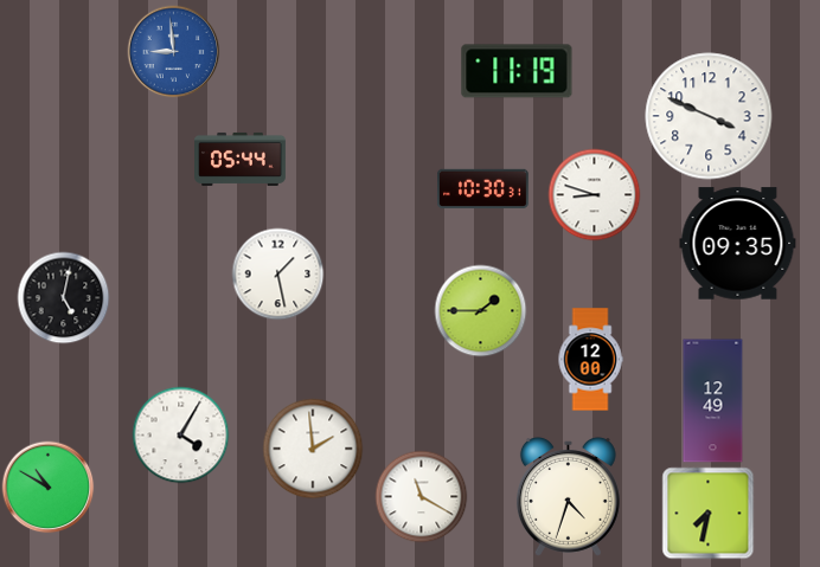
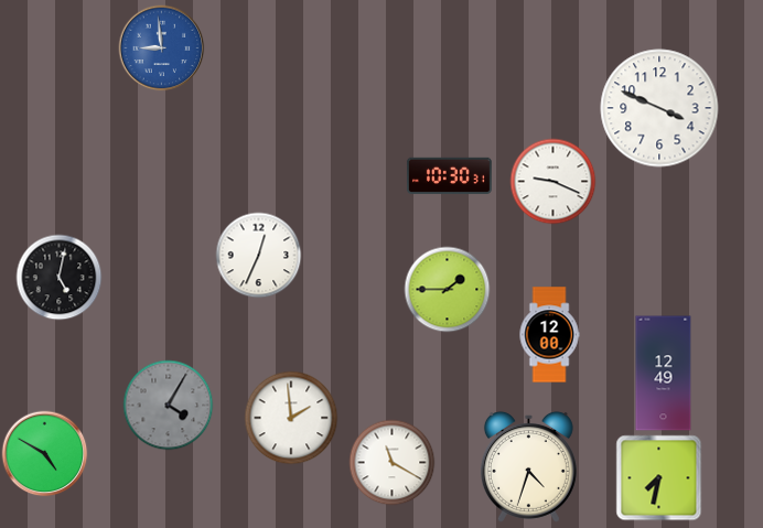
clock at (517, 71): 11:19 -> none
clock at (241, 159): 05:44 -> none
clock at (594, 194): 8:48 -> 9:19
clock at (738, 244): 09:35 -> none
clock at (277, 273): 1:28 -> 12:34
clock at (180, 434) dial: white -> grey
clock at (47, 487): 10:50 -> 4:50
clock at (568, 496) position: (568, 496) -> (528, 466)
